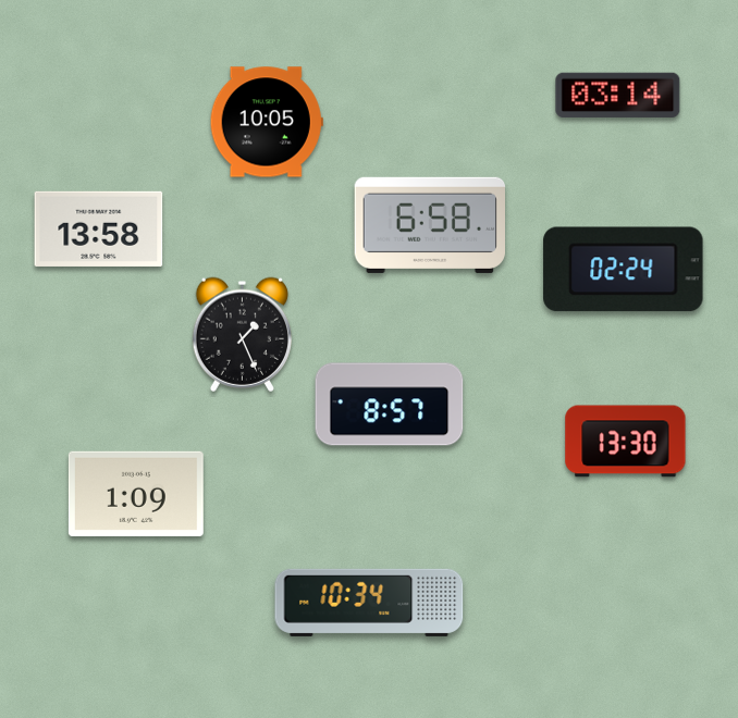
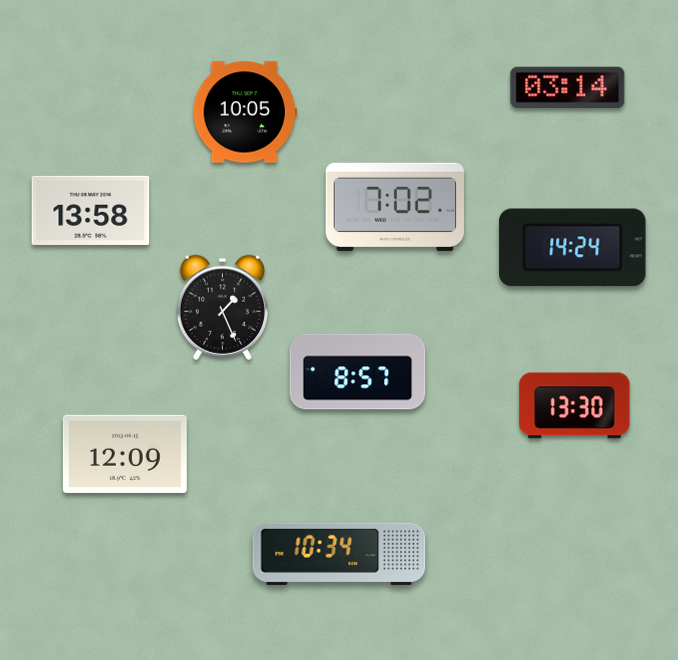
clock at (429, 225): 6:58 -> 7:02
clock at (624, 270): 02:24 -> 14:24
clock at (136, 494): 1:09 -> 12:09
